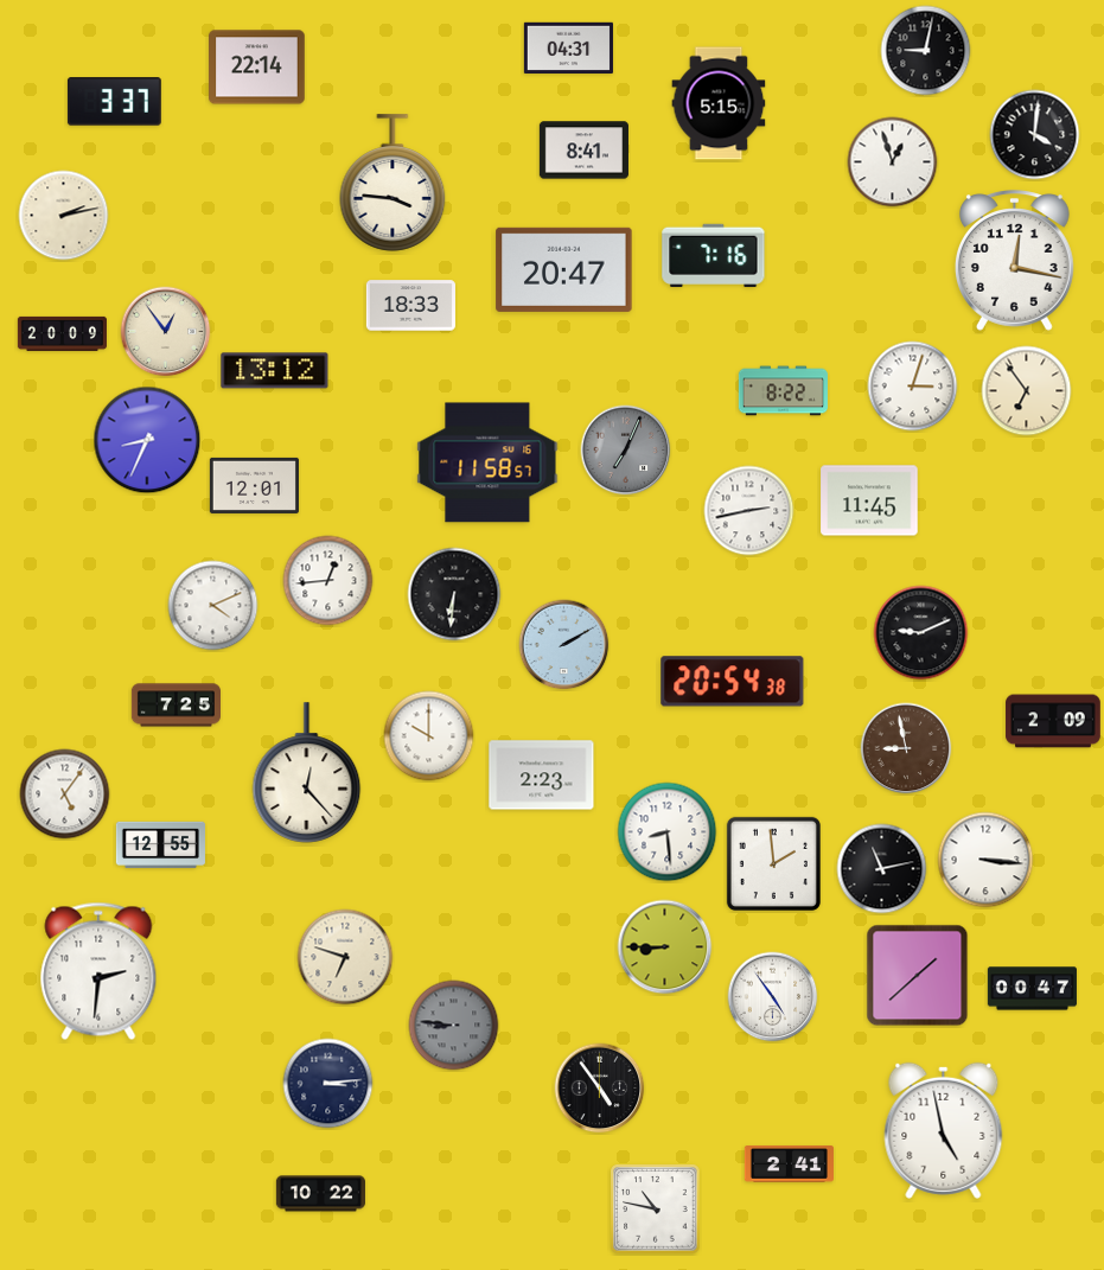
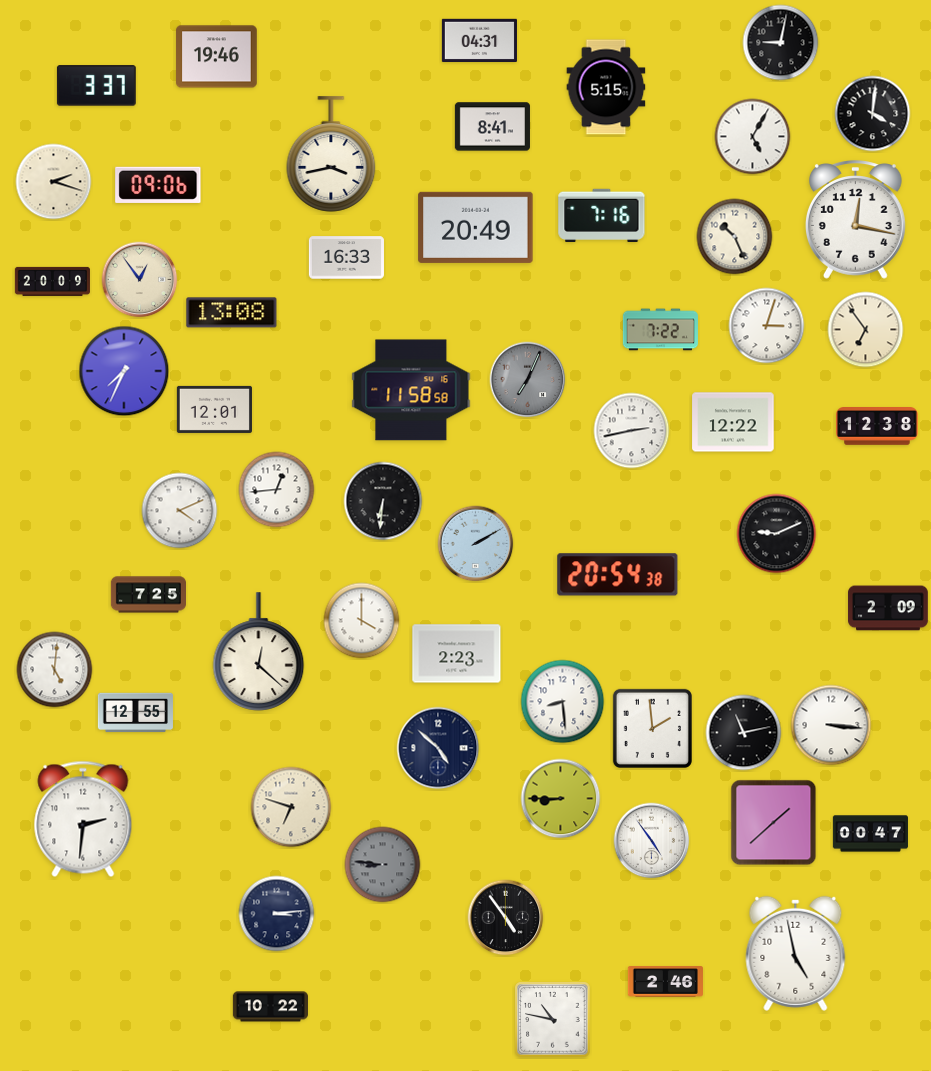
clock at (257, 68): 22:14 -> 19:46
clock at (893, 162): 12:57 -> 5:05
clock at (393, 183): 3:46 -> 3:43
clock at (64, 216): 2:13 -> 2:18
clock at (158, 185): none -> 09:06
clock at (564, 269): 20:47 -> 20:49
clock at (735, 237): none -> 10:26
clock at (410, 306): 18:33 -> 16:33
clock at (275, 371): 13:12 -> 13:08
clock at (913, 387) position: (913, 387) -> (767, 326)
clock at (783, 391): 8:22 -> 7:22
clock at (147, 440): 8:34 -> 7:34
clock at (487, 462): 11:58:57 -> 11:58:58
clock at (869, 500): 11:45 -> 12:22
clock at (877, 427): none -> 12:38
clock at (429, 736): 10:00 -> 4:00
clock at (906, 748): 8:58 -> none
clock at (307, 773): 12:23 -> 12:22
clock at (65, 794): 5:06 -> 5:01
clock at (438, 748): none -> 4:52
clock at (789, 1164): 2:41 -> 2:46
